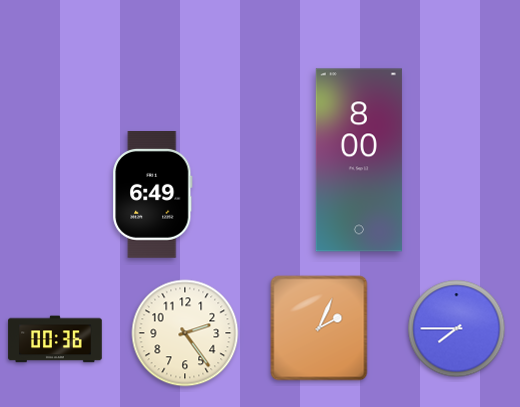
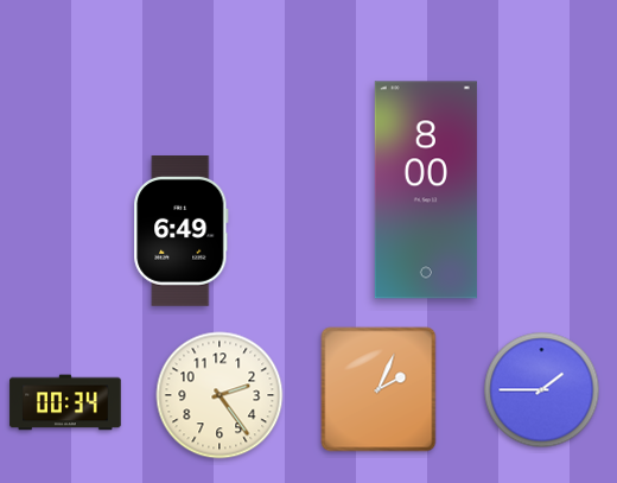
clock at (457, 329): 7:45 -> 1:45
clock at (55, 339): 00:36 -> 00:34
